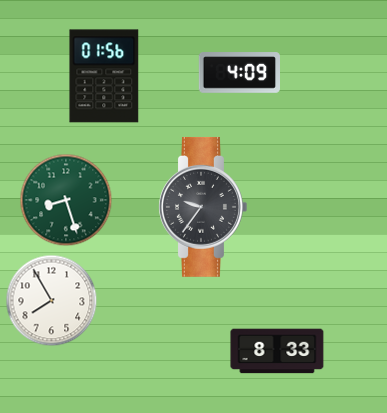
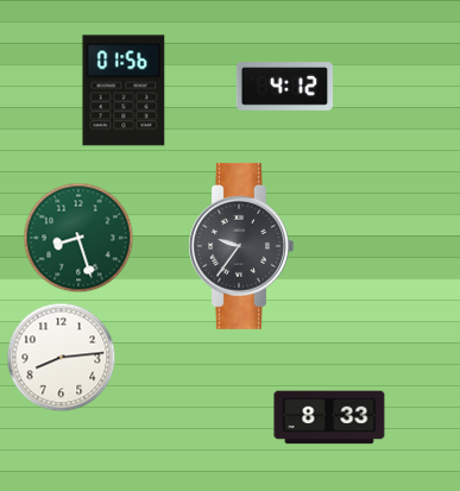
clock at (239, 73): 4:09 -> 4:12
clock at (52, 301): 7:55 -> 8:14
